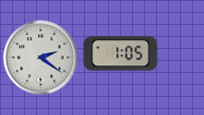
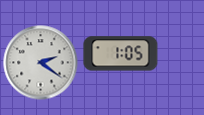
clock at (41, 58) position: (41, 58) -> (41, 63)
